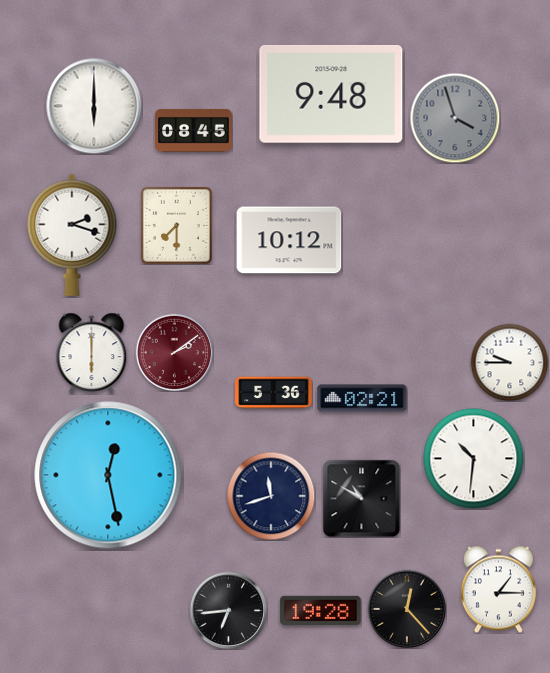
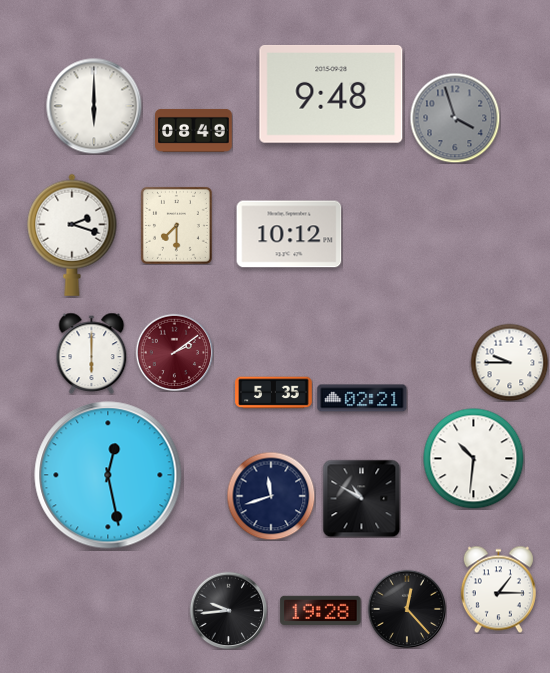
clock at (194, 130): 08:45 -> 08:49
clock at (289, 240) position: (289, 240) -> (289, 234)
clock at (274, 393): 5:36 -> 5:35
clock at (228, 610): 6:44 -> 9:44
